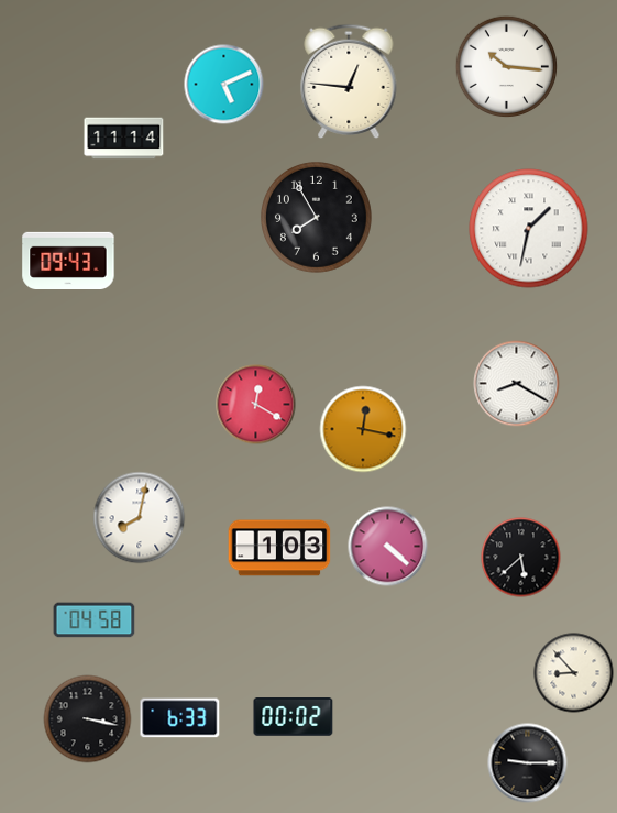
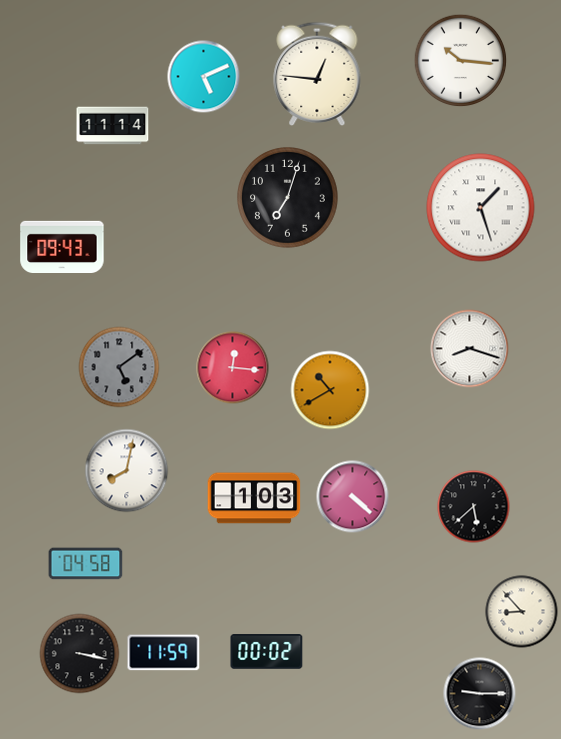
clock at (317, 218): 7:55 -> 7:03
clock at (529, 229): 1:32 -> 1:27
clock at (68, 260) position: (68, 260) -> (62, 246)
clock at (517, 384): 8:20 -> 8:18
clock at (119, 367): none -> 5:09
clock at (256, 405): 12:20 -> 12:16
clock at (363, 429): 12:17 -> 10:40
clock at (180, 718): 6:33 -> 11:59
